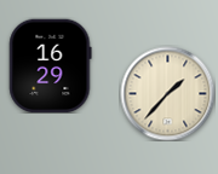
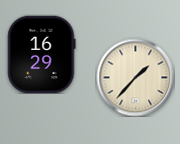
clock at (167, 93) position: (167, 93) -> (135, 77)
